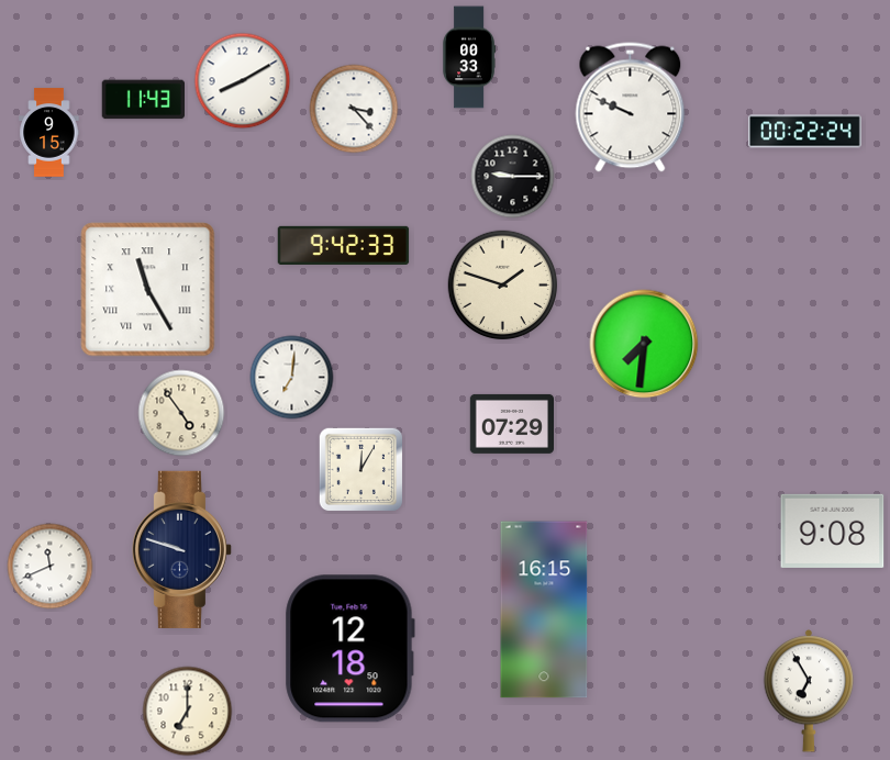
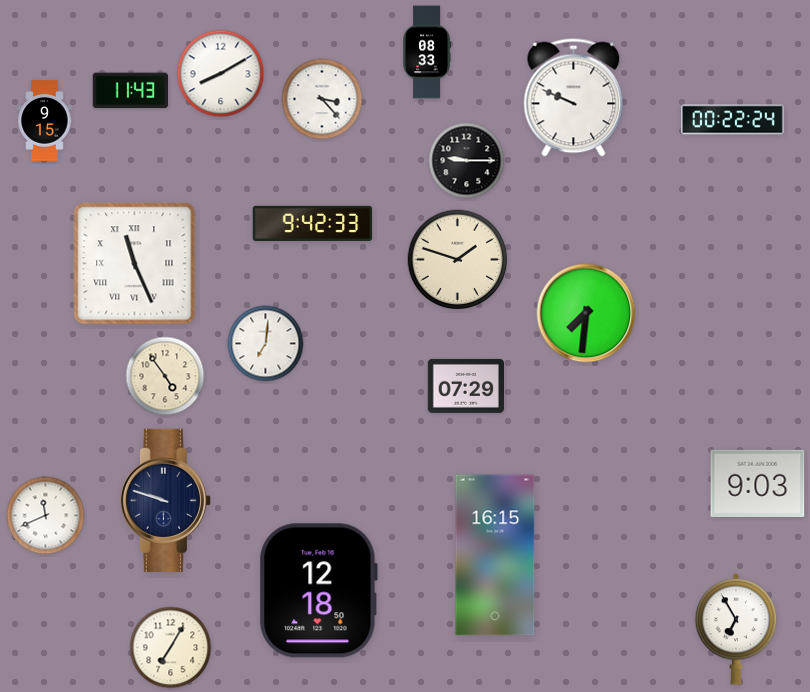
clock at (468, 57): 00:33 -> 08:33
clock at (148, 290): 11:25 -> 11:26
clock at (361, 470): 12:05 -> none
clock at (833, 530): 9:08 -> 9:03
clock at (188, 712): 7:00 -> 7:05
